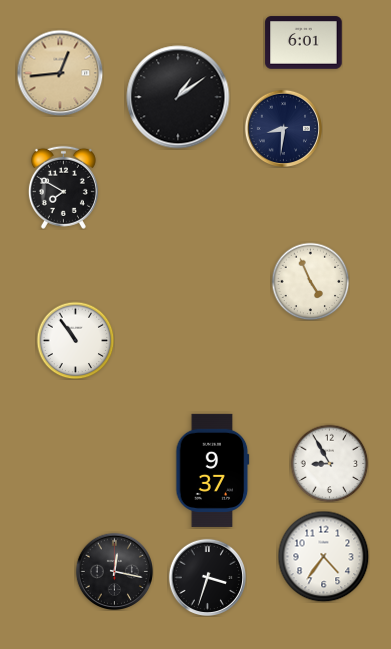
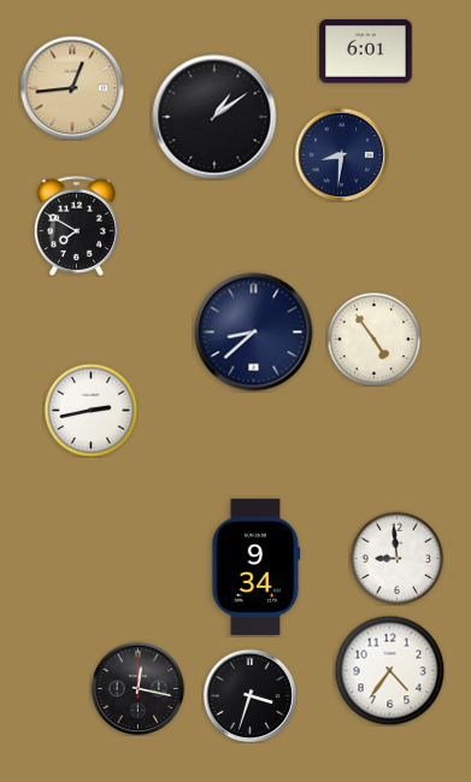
clock at (254, 333): none -> 8:38
clock at (310, 281): 4:56 -> 4:54
clock at (75, 340): 10:54 -> 2:43
clock at (329, 463): 8:55 -> 8:59
clock at (213, 470): 9:37 -> 9:34
